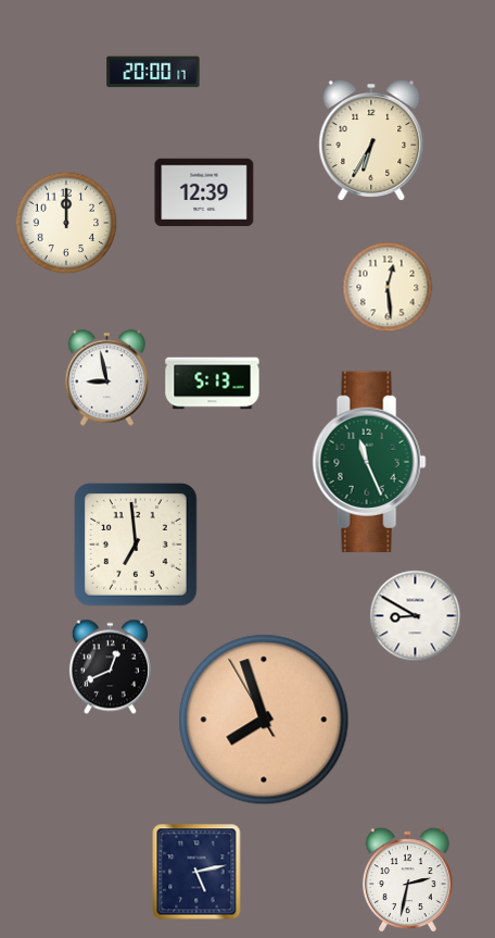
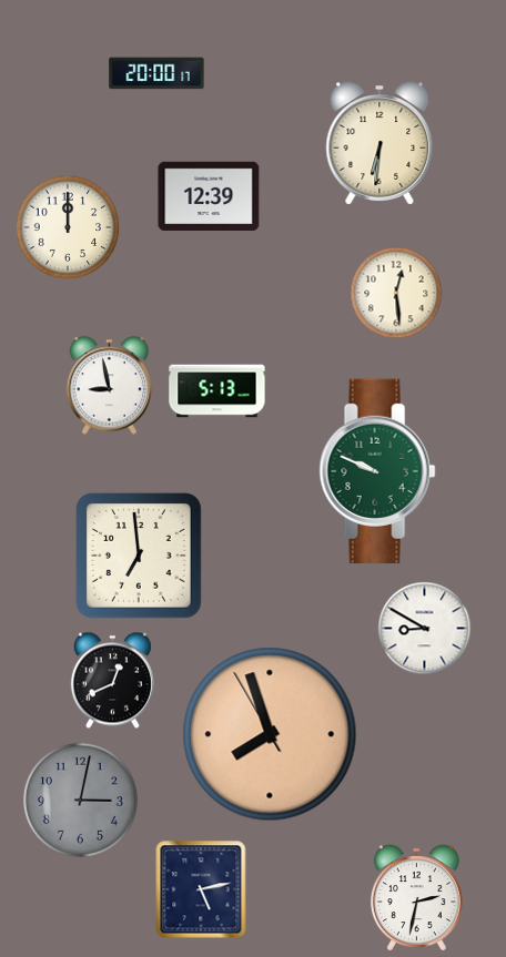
clock at (371, 140): 6:35 -> 6:31
clock at (369, 462): 11:26 -> 9:49
clock at (80, 800): none -> 3:02
